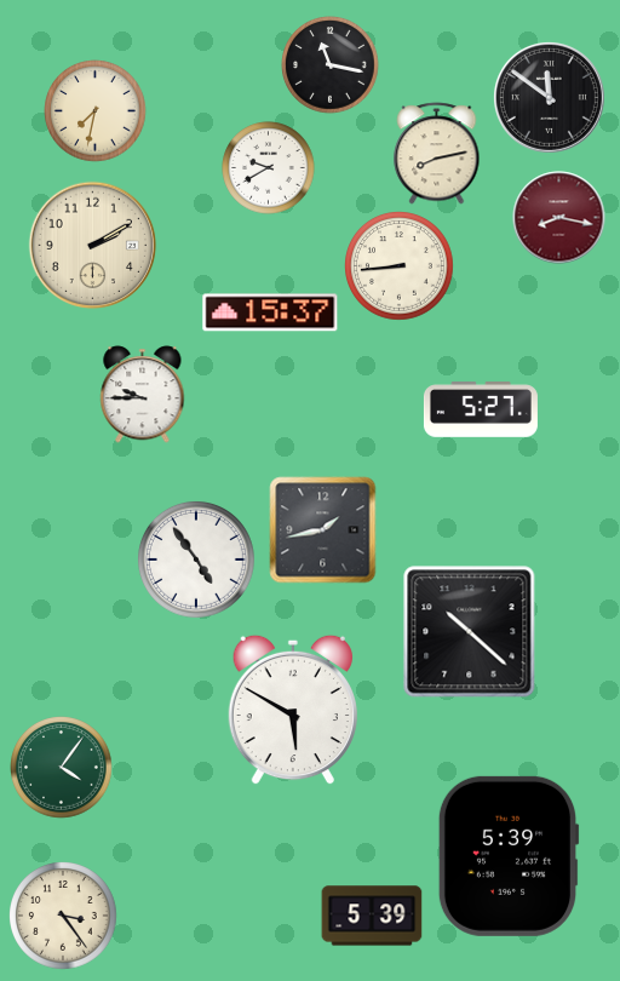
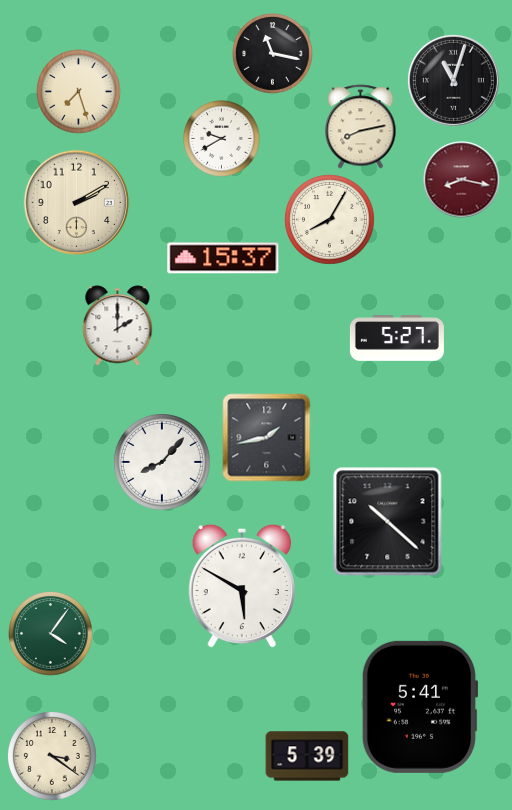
clock at (549, 97): 11:51 -> 11:03
clock at (96, 111): 7:32 -> 7:27
clock at (400, 266): 8:44 -> 8:05
clock at (143, 395): 9:45 -> 2:00
clock at (196, 560): 4:54 -> 8:07
clock at (509, 856): 5:39 -> 5:41
clock at (64, 917): 3:24 -> 3:21
